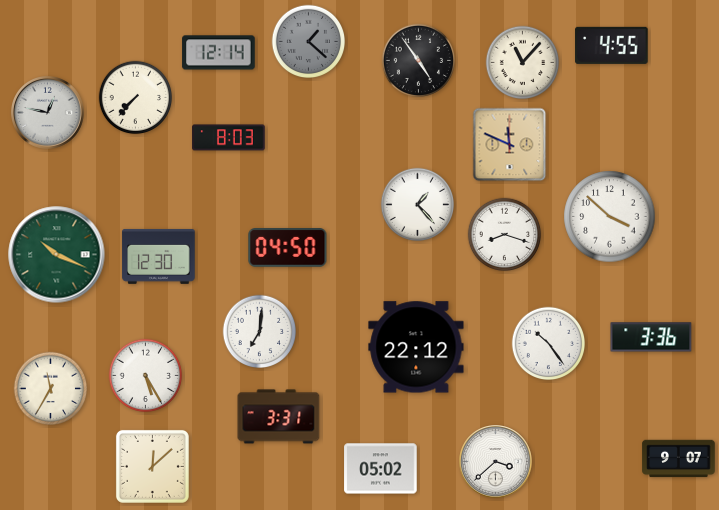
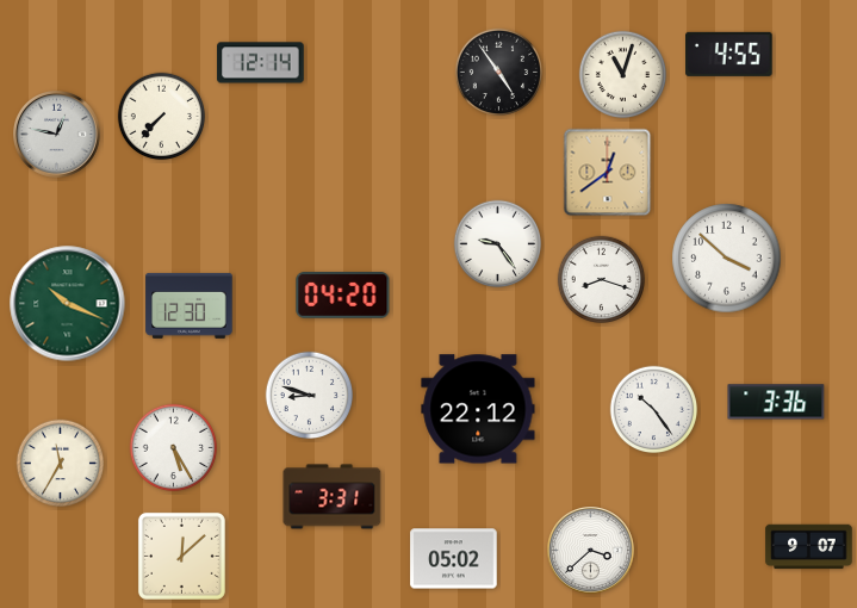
clock at (309, 42): 1:22 -> none
clock at (523, 63): 11:07 -> 11:03
clock at (229, 138): 8:03 -> none
clock at (510, 145): 11:49 -> 12:39
clock at (418, 205): 1:23 -> 9:24
clock at (288, 248): 04:50 -> 04:20
clock at (260, 332): 7:01 -> 8:48
clock at (416, 347) position: (416, 347) -> (478, 409)
